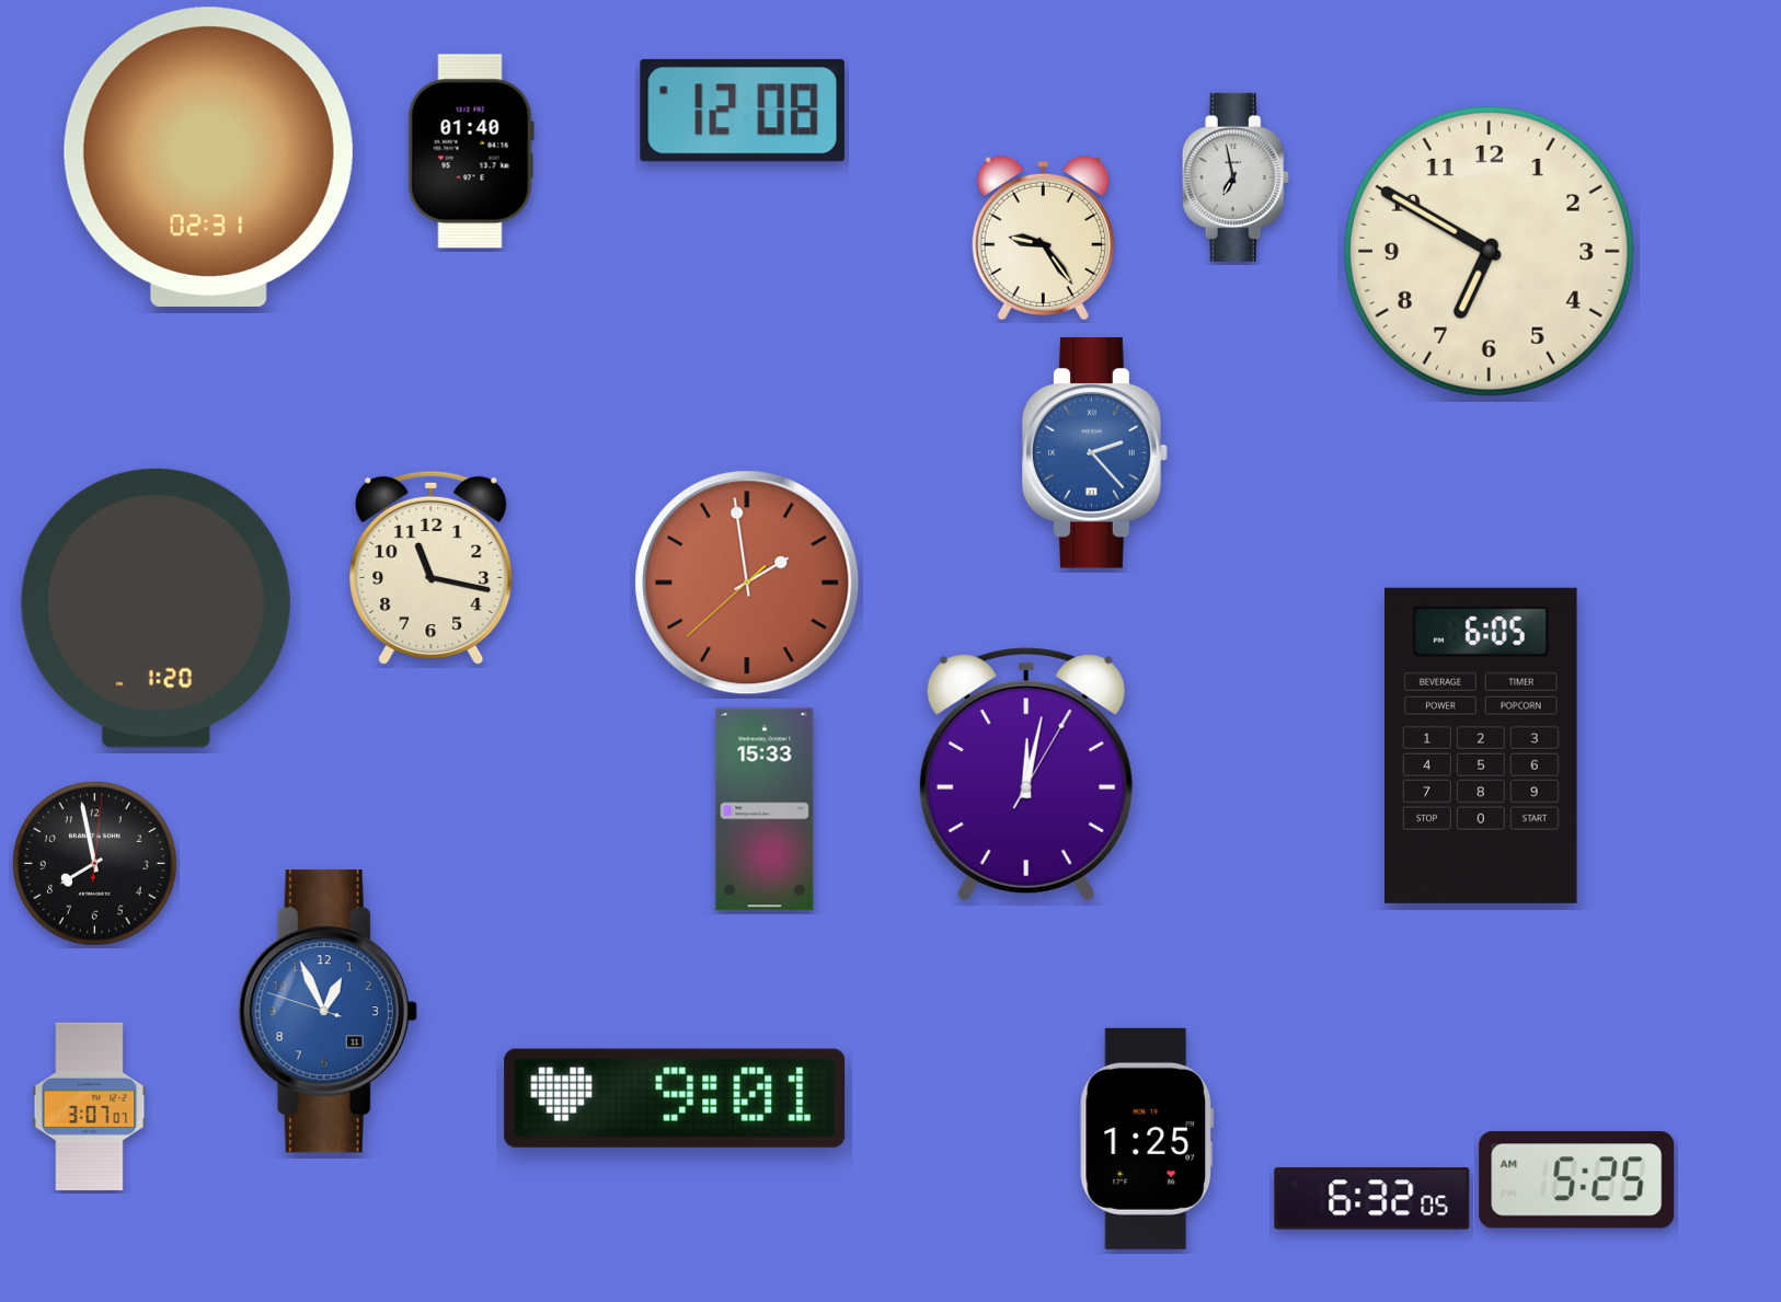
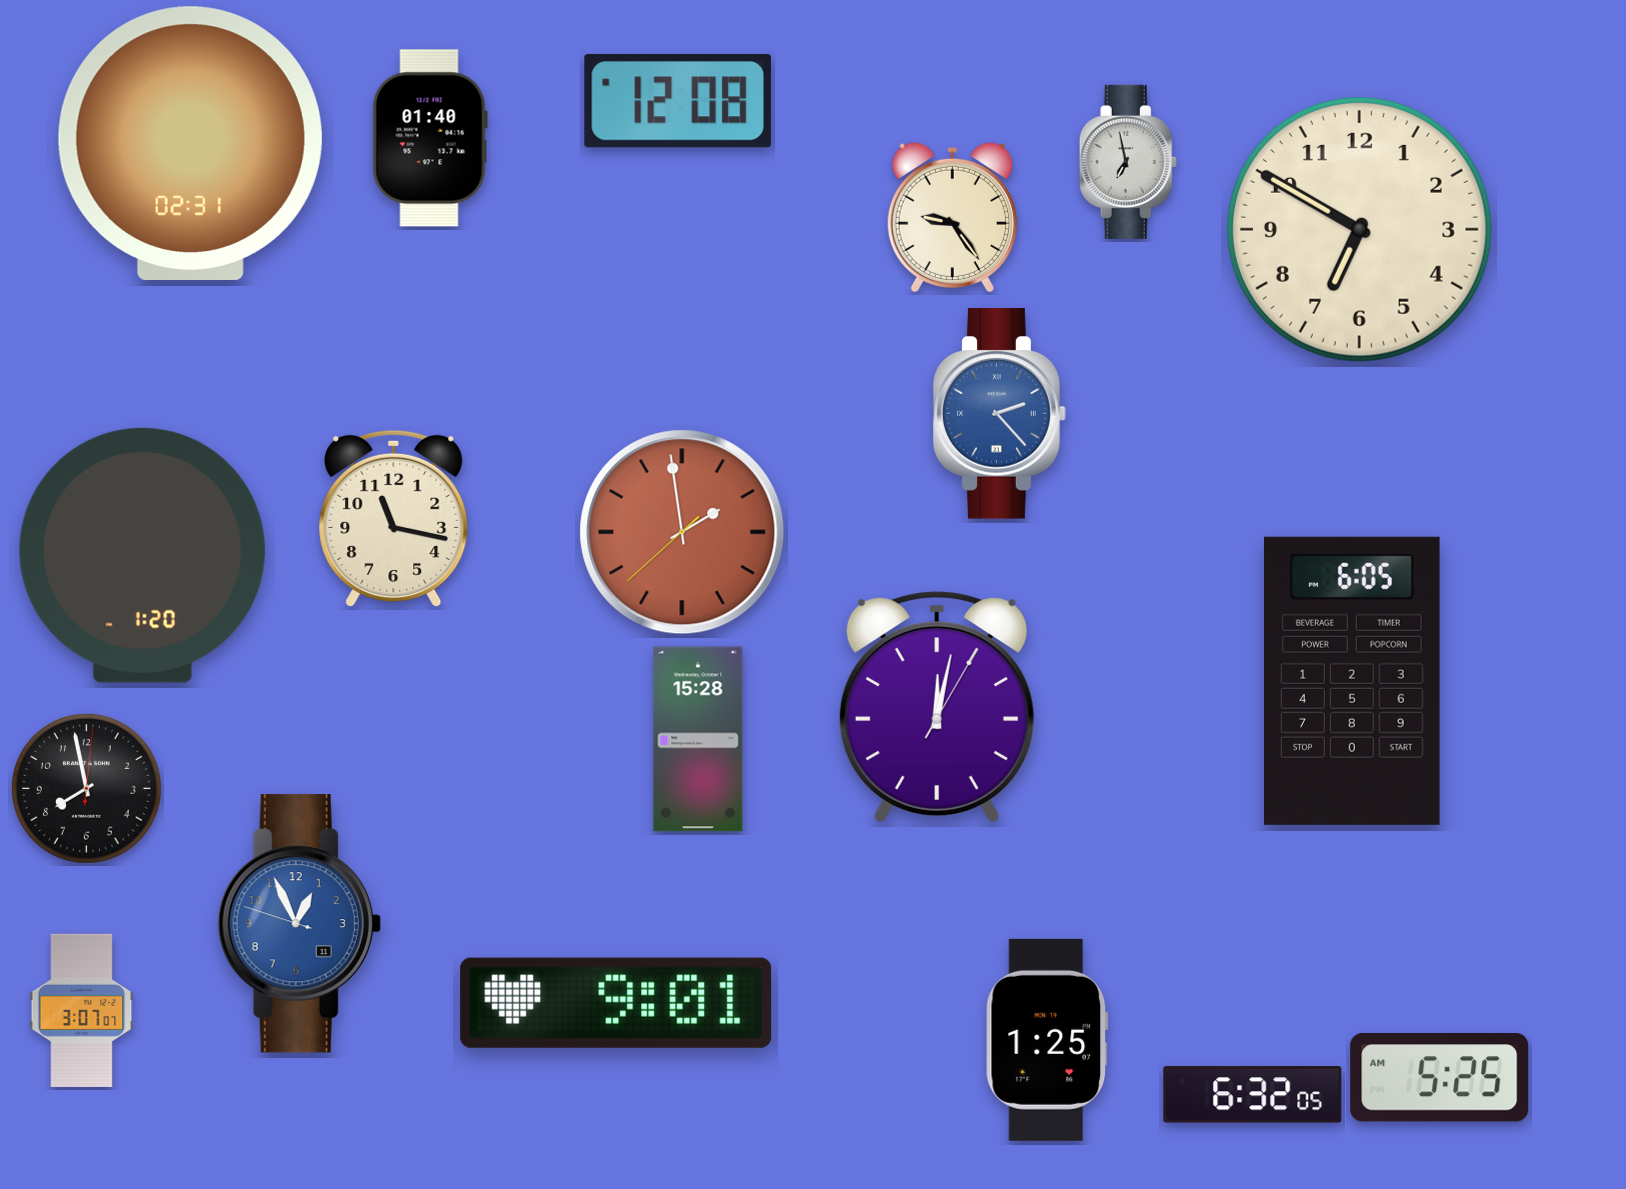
clock at (765, 809): 15:33 -> 15:28
